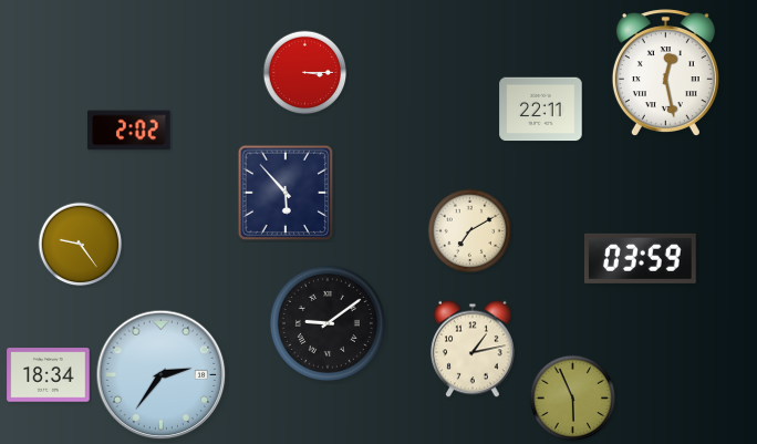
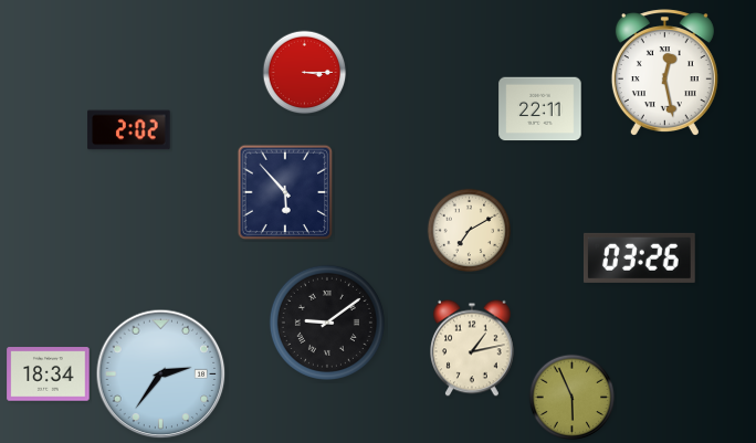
clock at (81, 245): 9:24 -> none
clock at (641, 258): 03:59 -> 03:26
